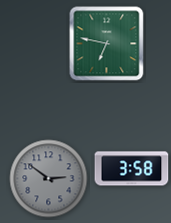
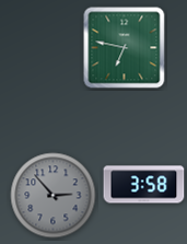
clock at (107, 44) position: (107, 44) -> (125, 48)
clock at (49, 179): 2:51 -> 2:53
